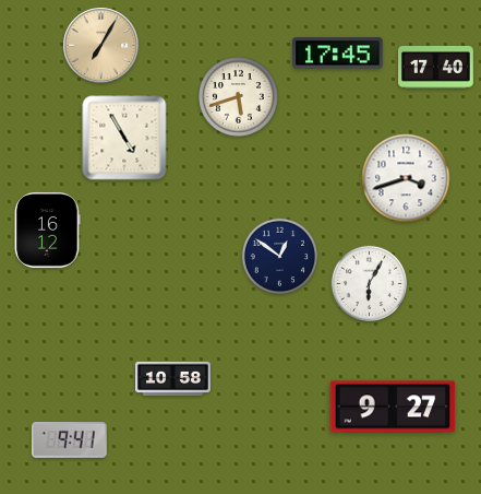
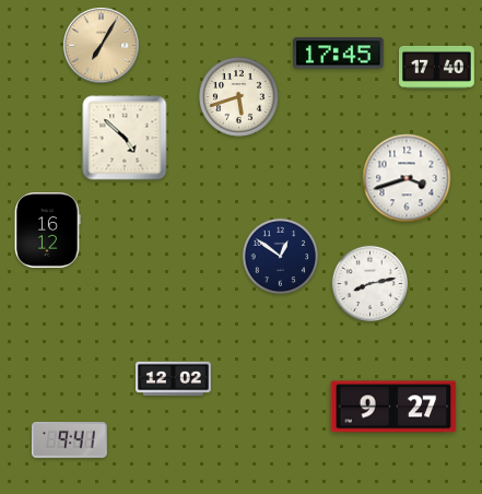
clock at (124, 138): 4:55 -> 4:52
clock at (369, 283): 6:05 -> 8:13
clock at (173, 378): 10:58 -> 12:02
